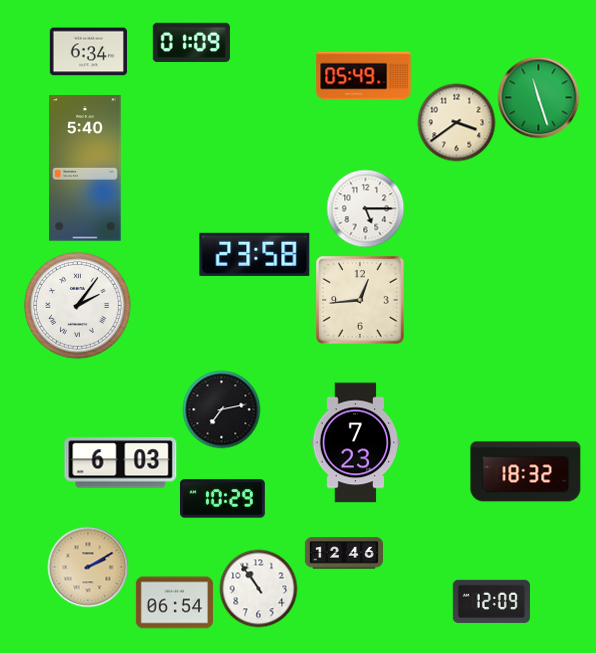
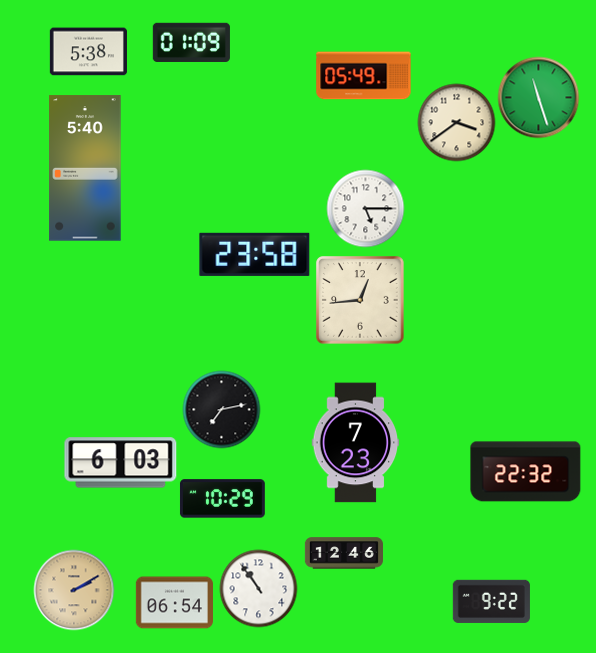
clock at (88, 52): 6:34 -> 5:38
clock at (78, 306): 2:06 -> none
clock at (526, 472): 18:32 -> 22:32
clock at (88, 567) position: (88, 567) -> (74, 590)
clock at (491, 601): 12:09 -> 9:22
